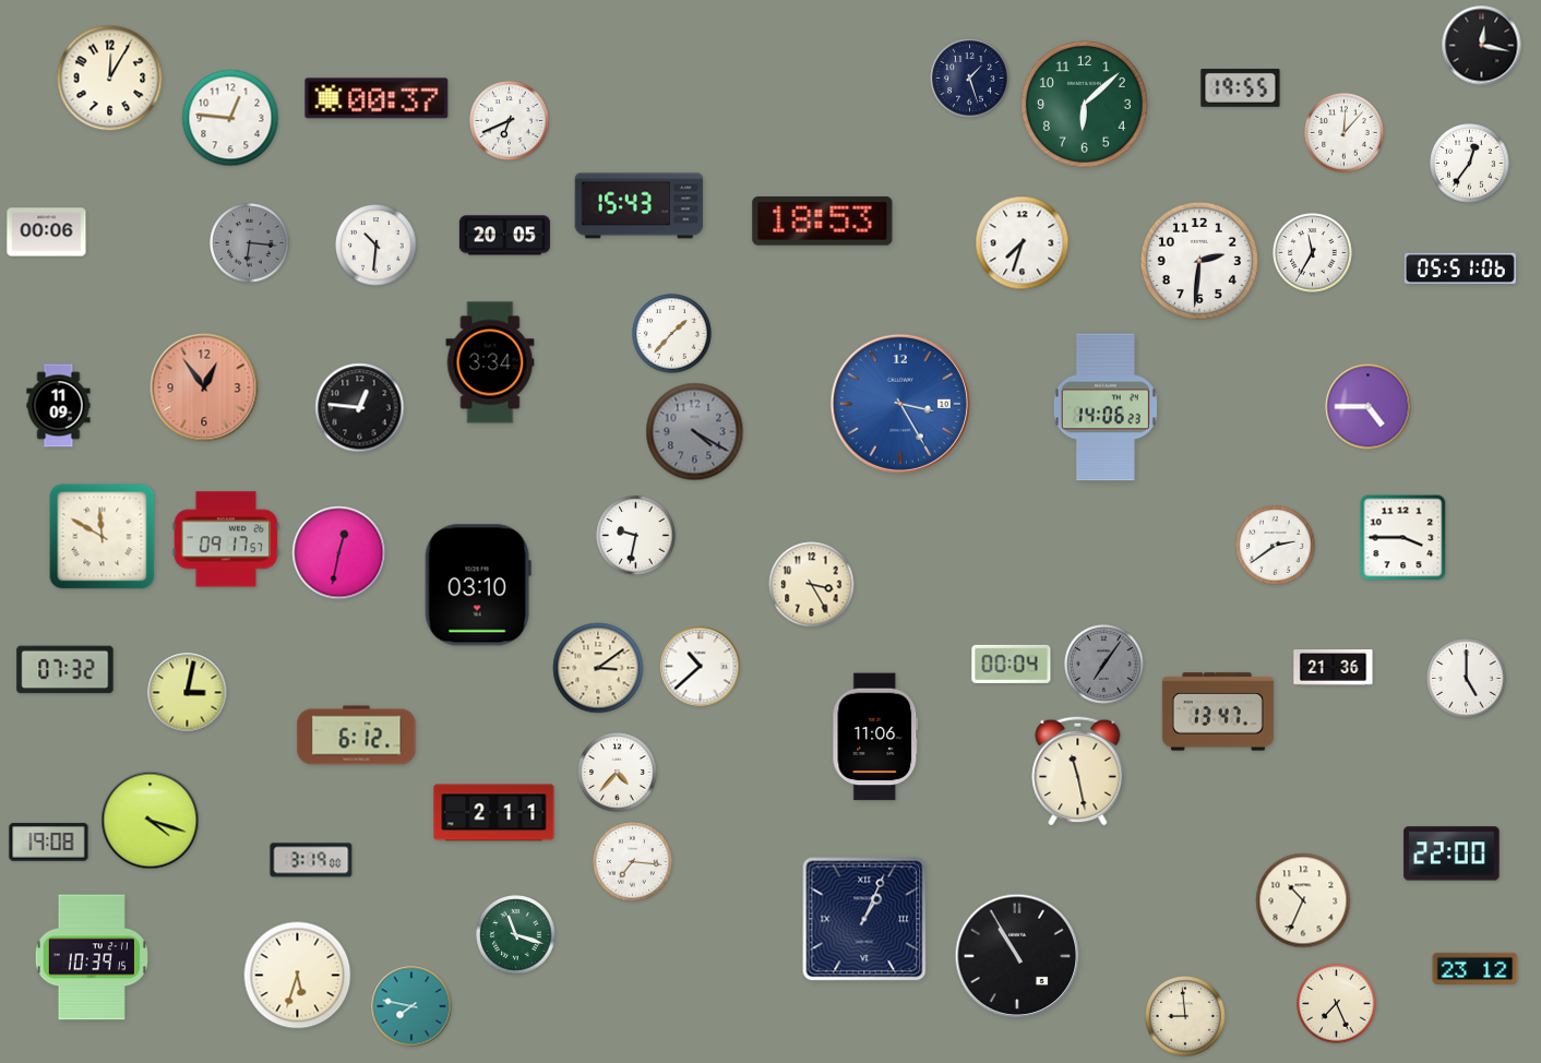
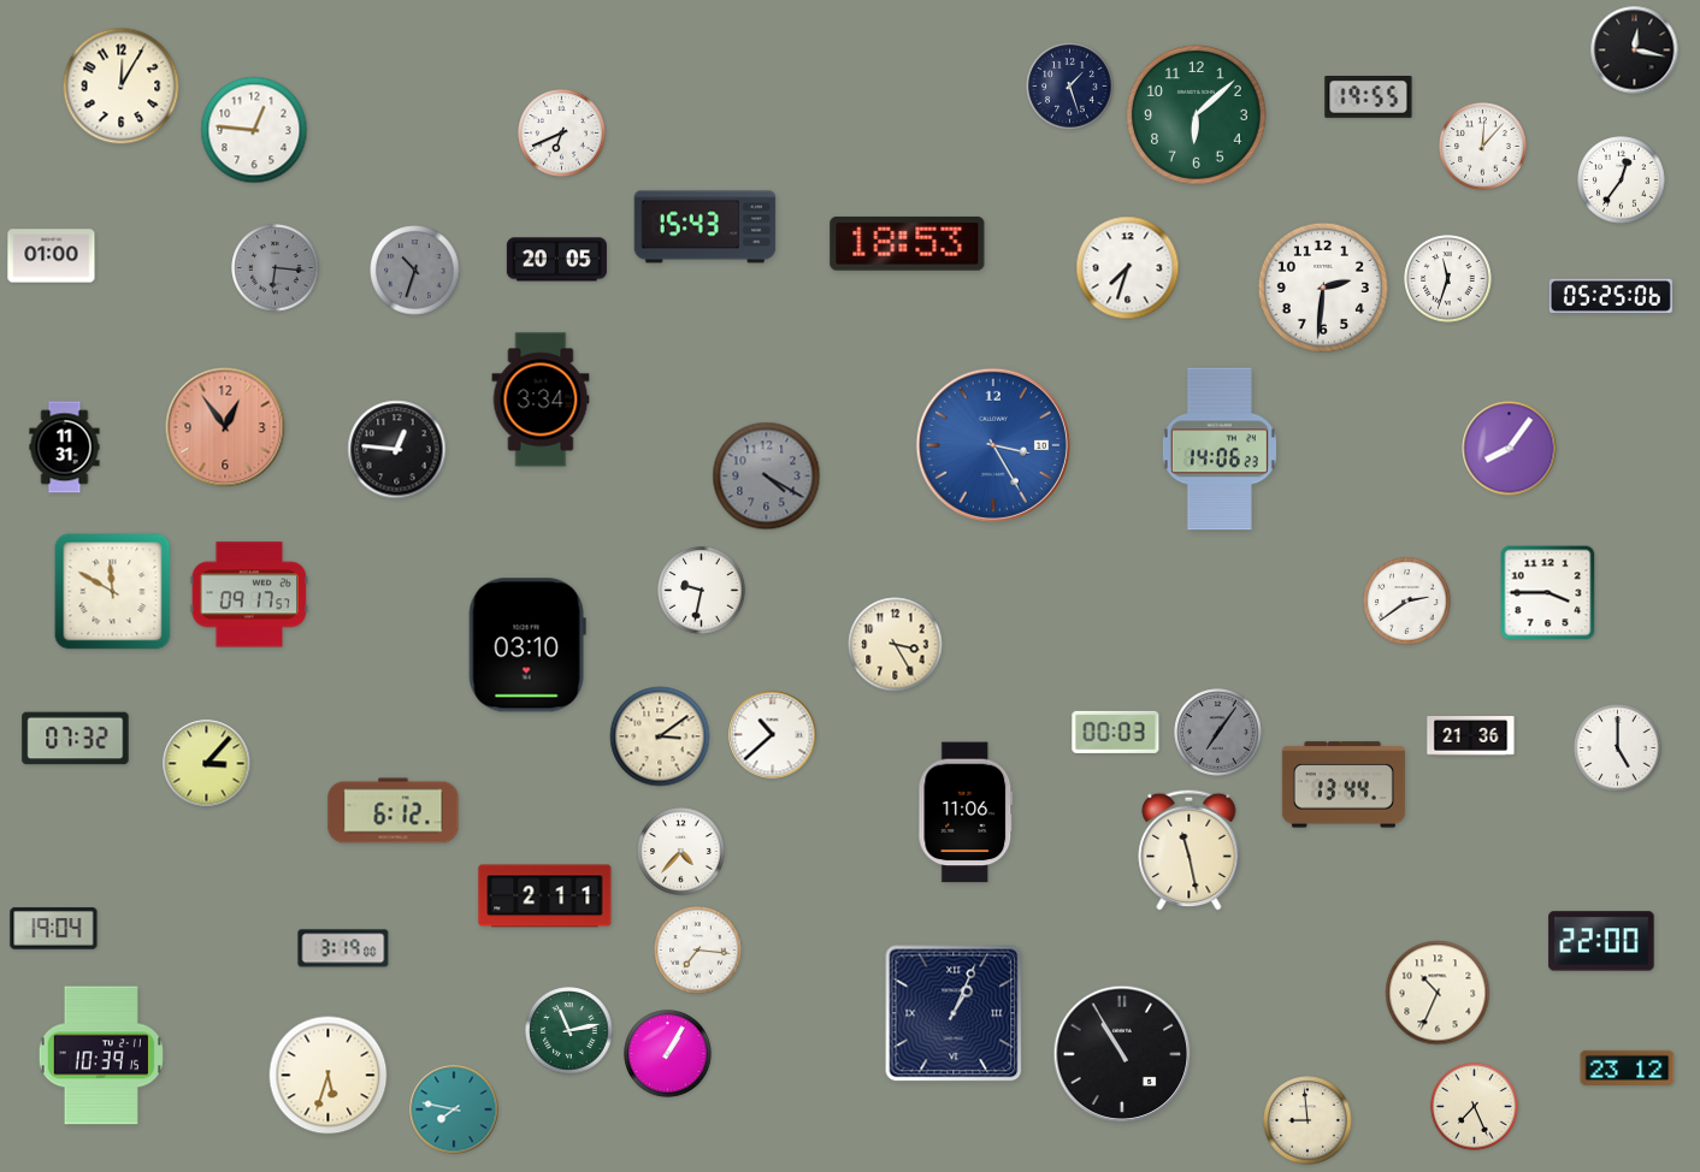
clock at (377, 98): 00:37 -> none
clock at (47, 232): 00:06 -> 01:00
clock at (377, 246): 10:31 -> 10:33
clock at (377, 246) dial: white -> grey
clock at (1313, 253): 11:35 -> 11:33
clock at (1460, 268): 05:51 -> 05:25
clock at (672, 334): 1:37 -> none
clock at (59, 406): 11:09 -> 11:31
clock at (1369, 407): 4:45 -> 8:06
clock at (339, 553): 12:32 -> none
clock at (1012, 664): 00:04 -> 00:03
clock at (65, 670) position: (65, 670) -> (76, 739)
clock at (188, 693): 3:02 -> 3:07
clock at (1218, 712): 13:47 -> 13:44
clock at (151, 821): 4:18 -> none
clock at (49, 843): 19:08 -> 19:04
clock at (516, 935): 11:18 -> 11:13
clock at (668, 1054): none -> 1:05
